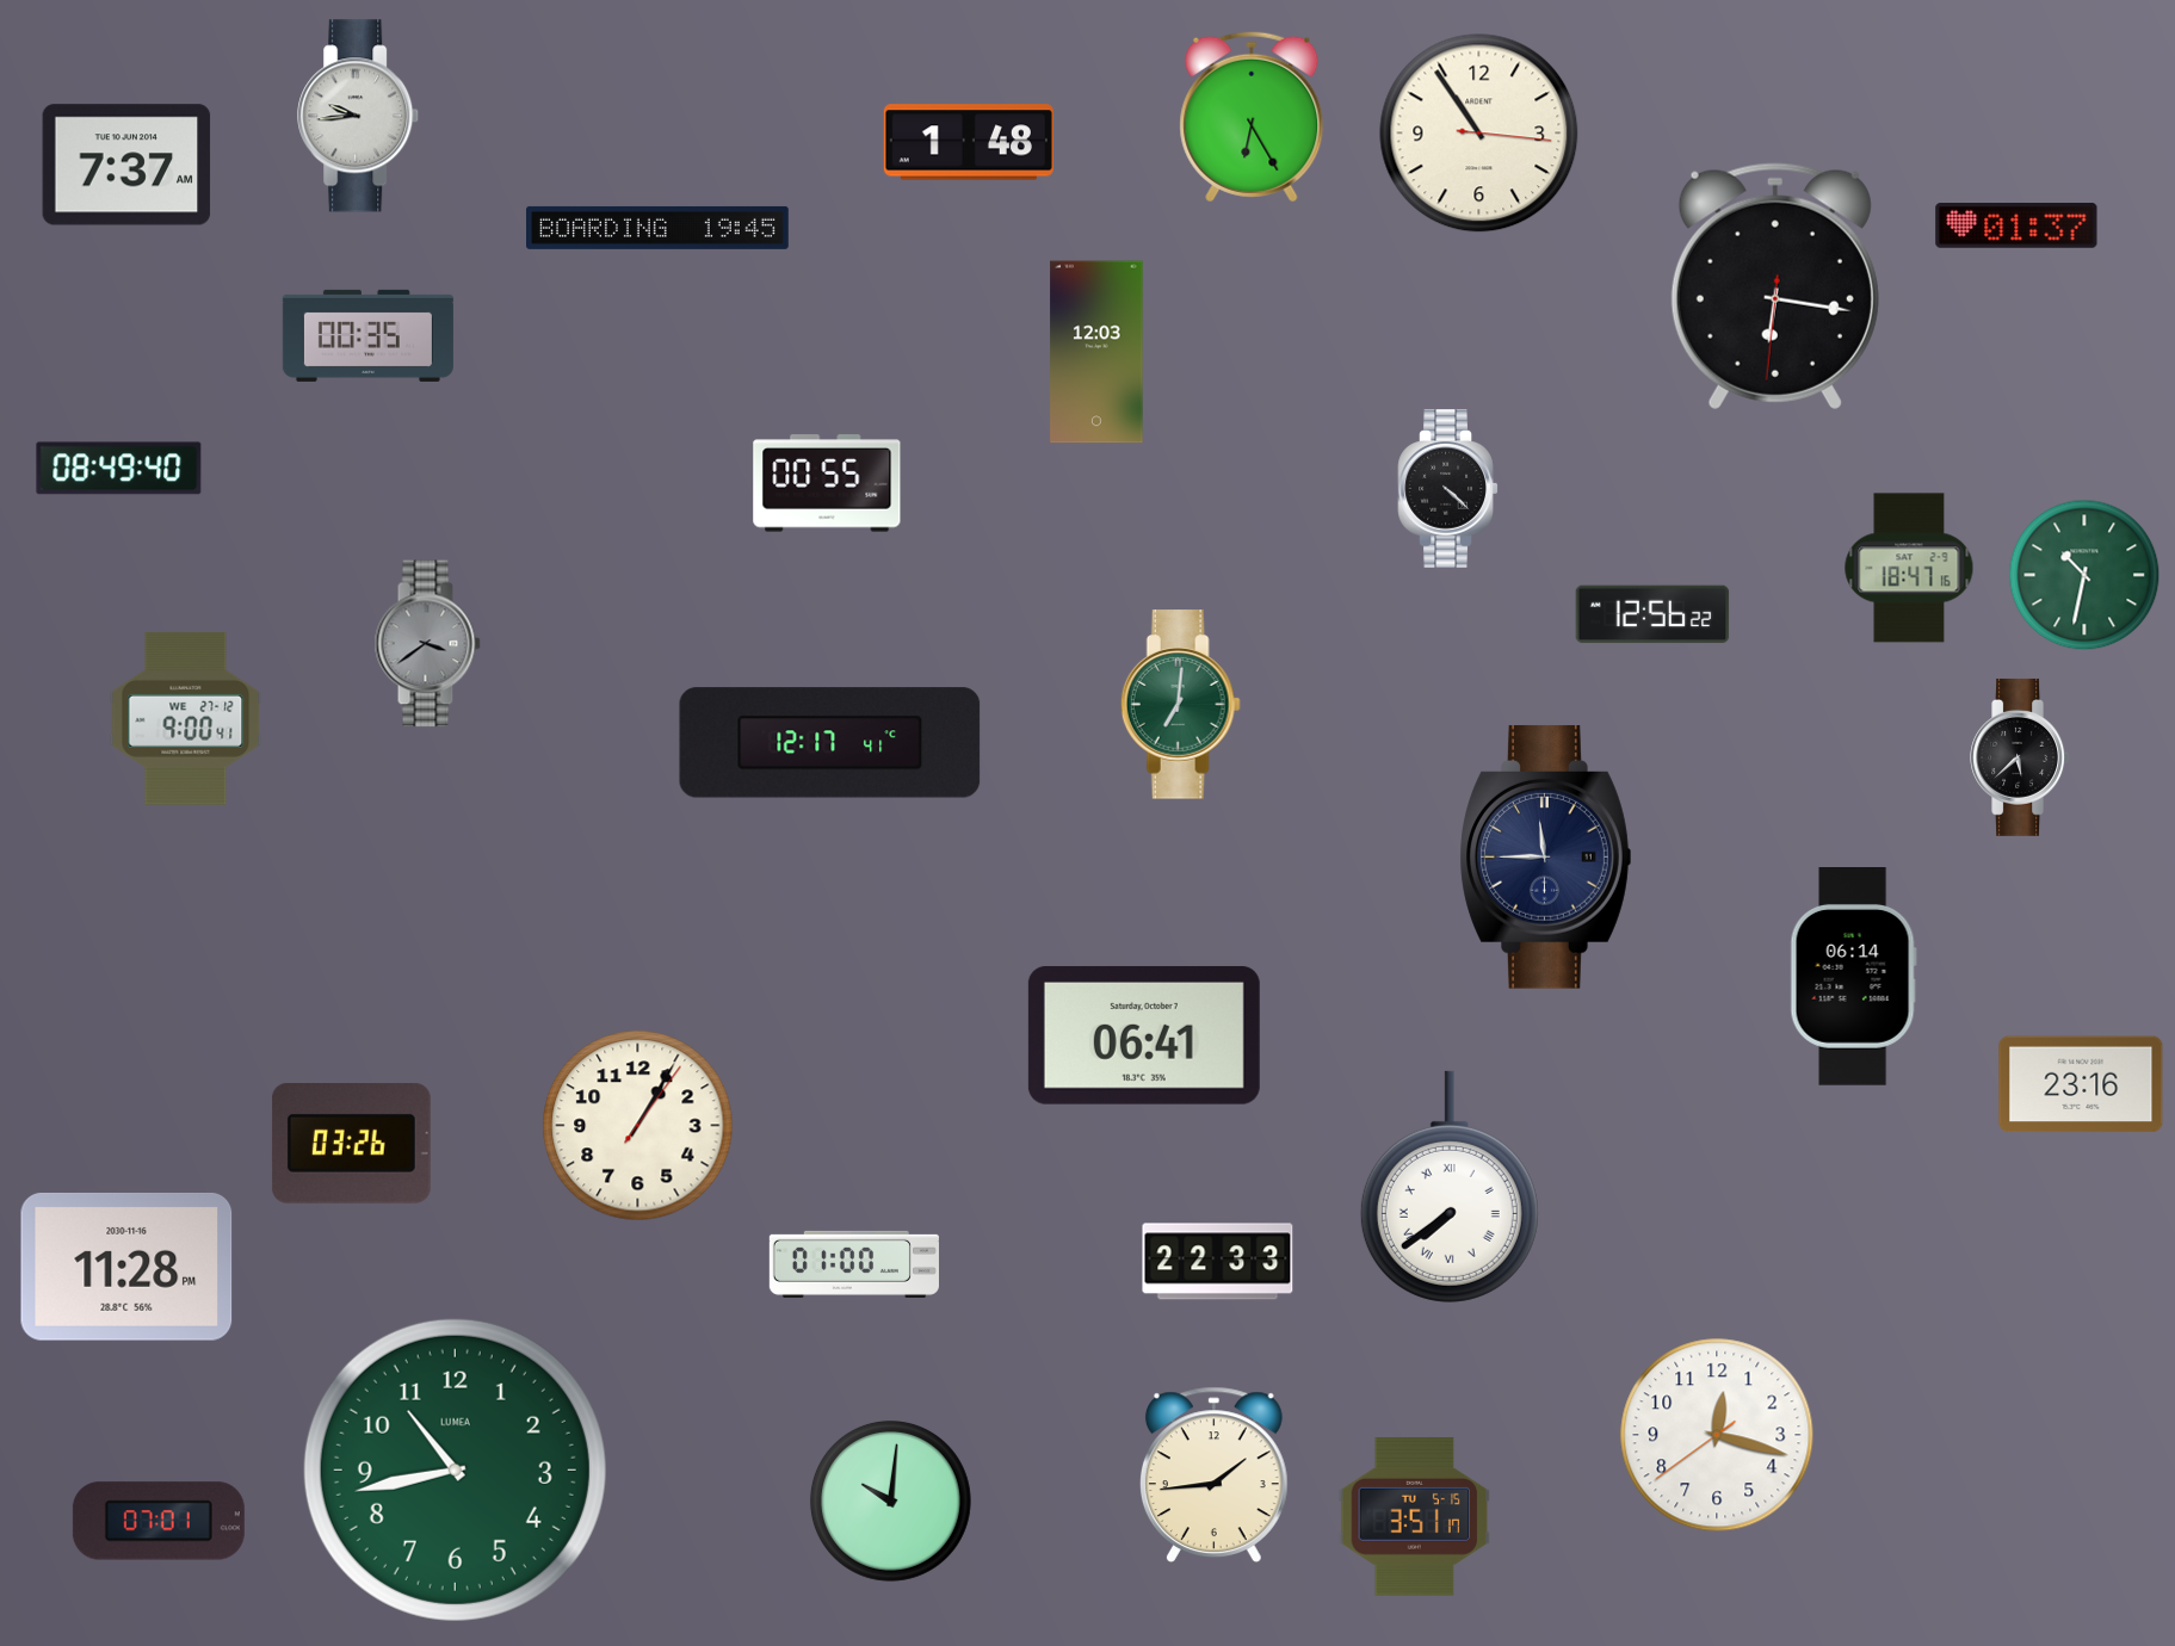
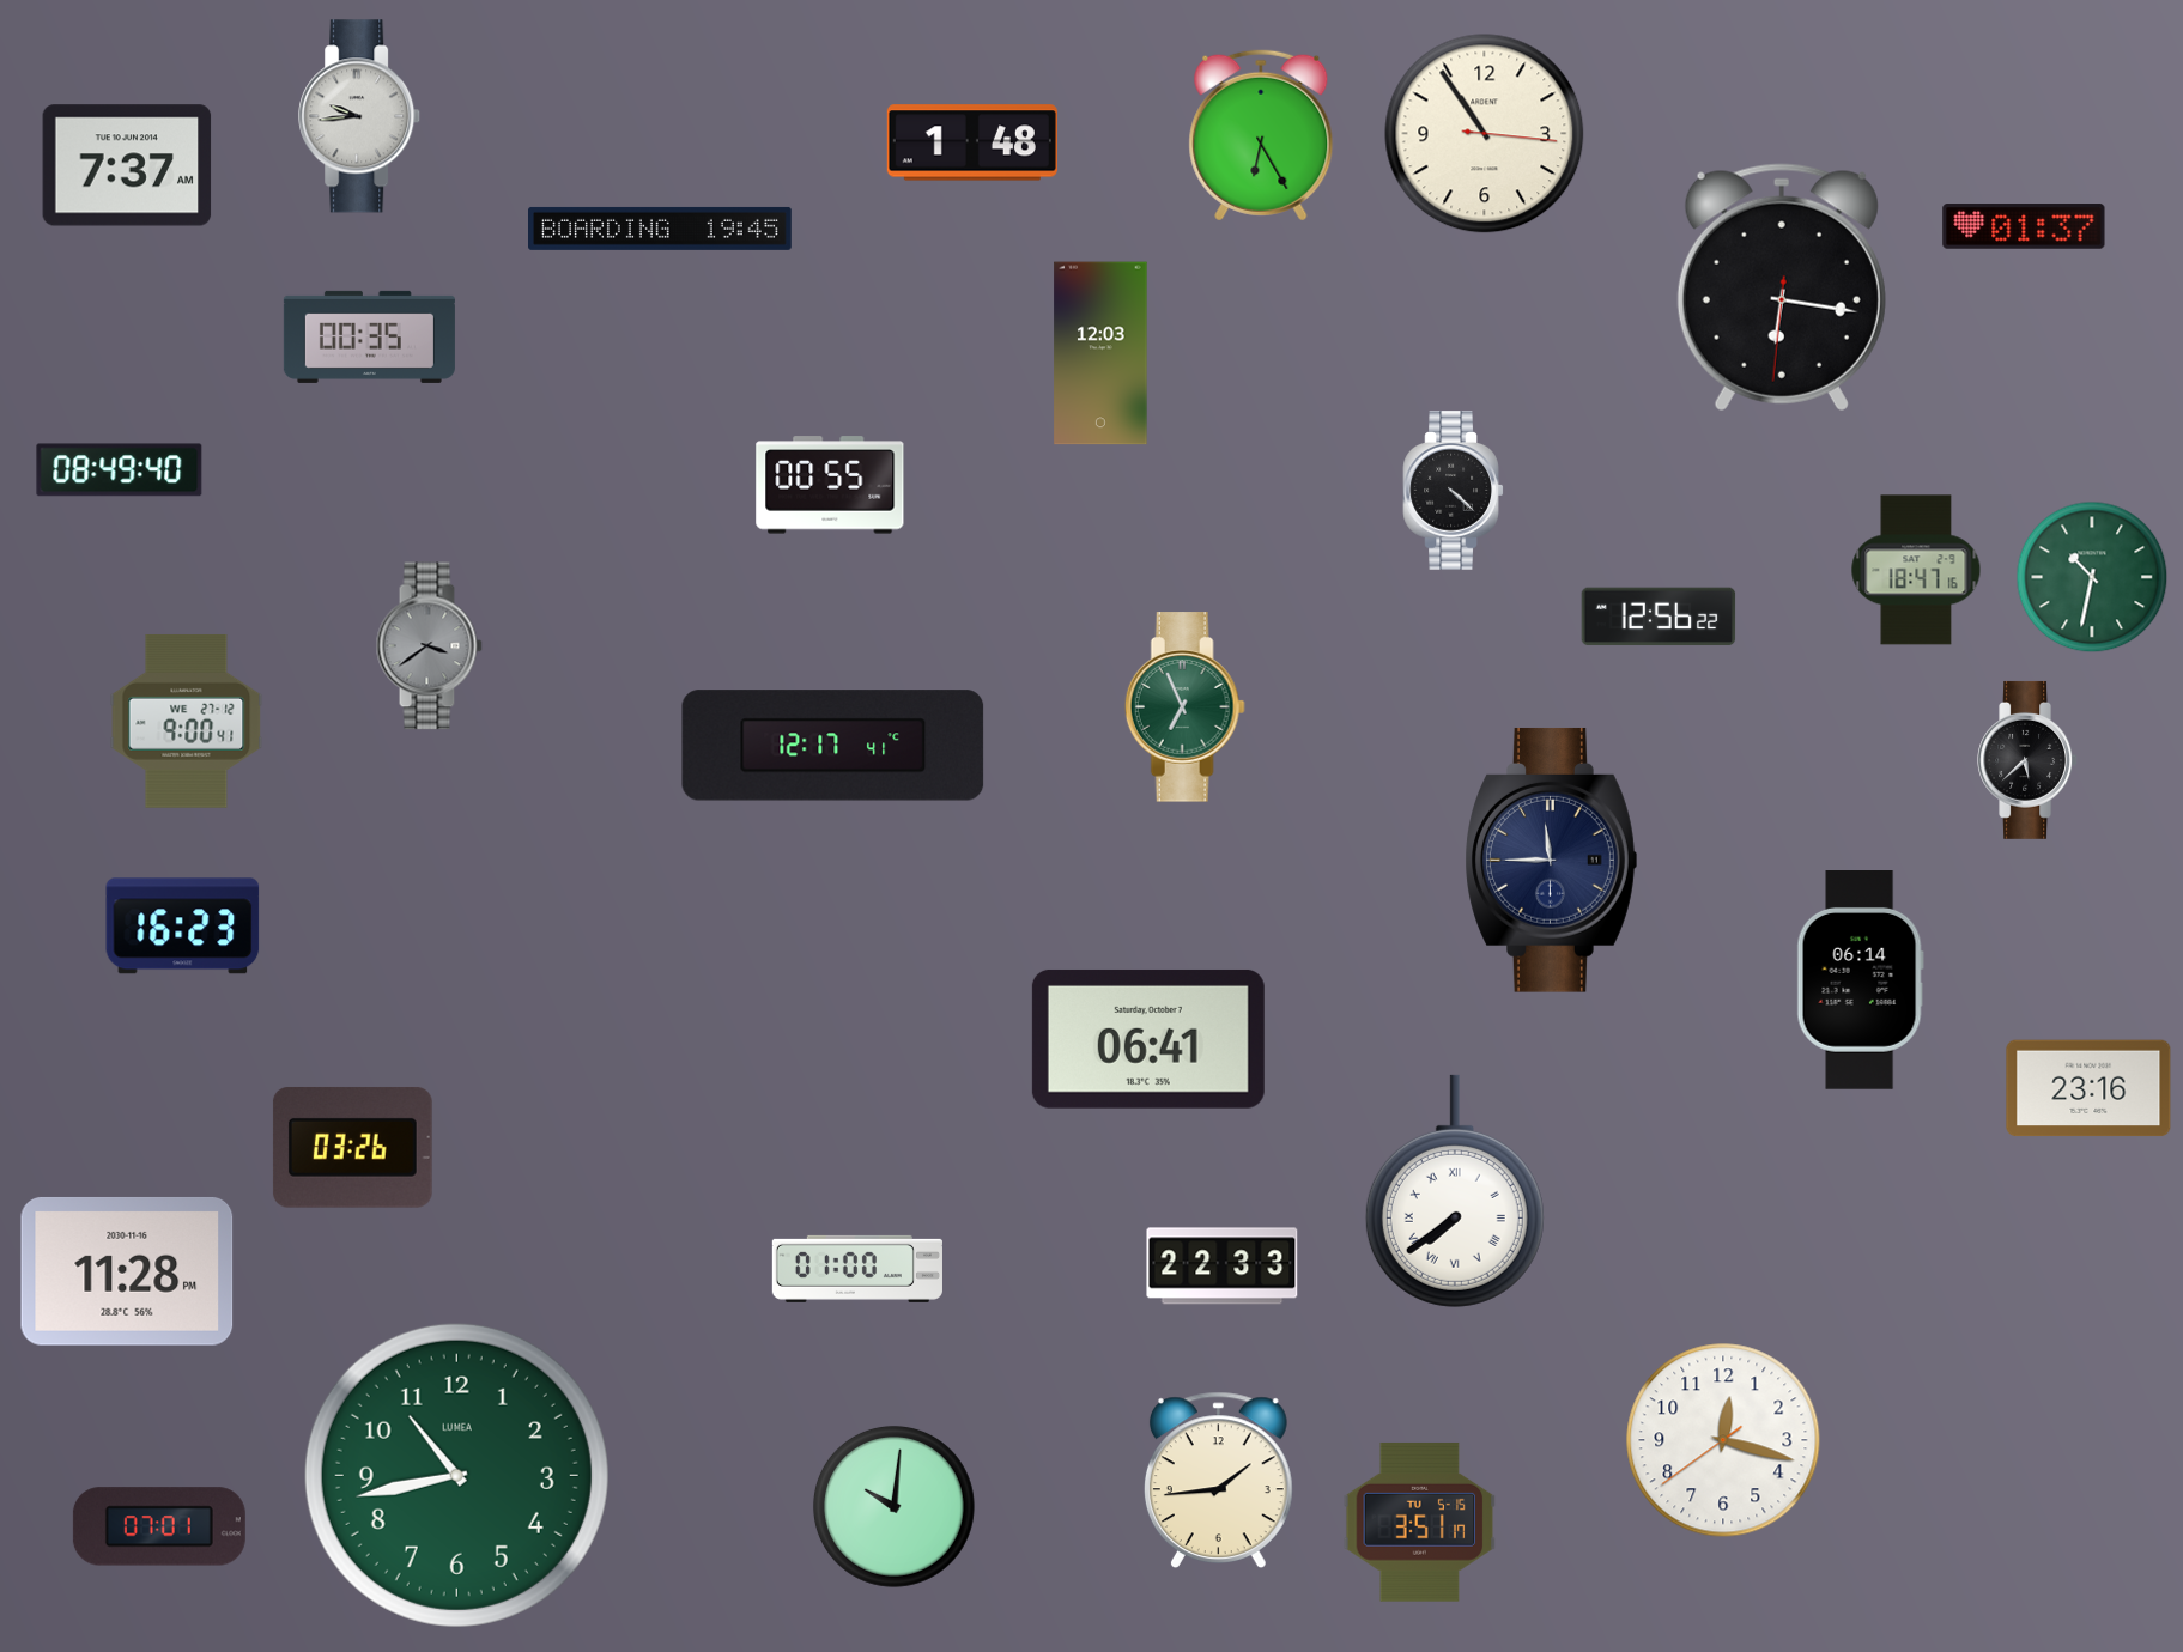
clock at (1252, 117) position: (1252, 117) -> (1261, 135)
clock at (1180, 705): 7:01 -> 6:56
clock at (183, 927): none -> 16:23
clock at (638, 1126): 1:05 -> none
